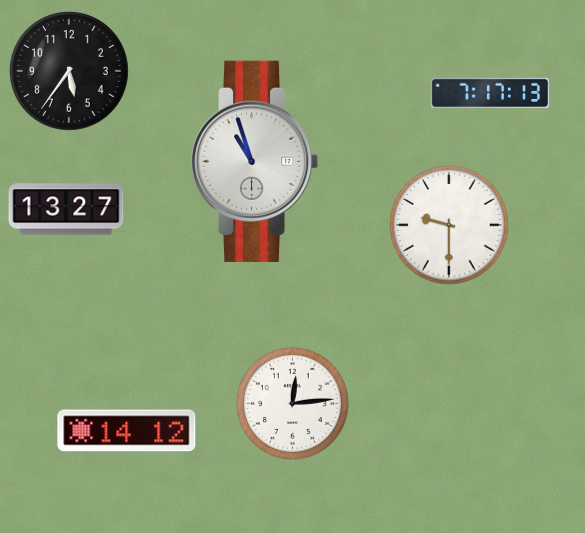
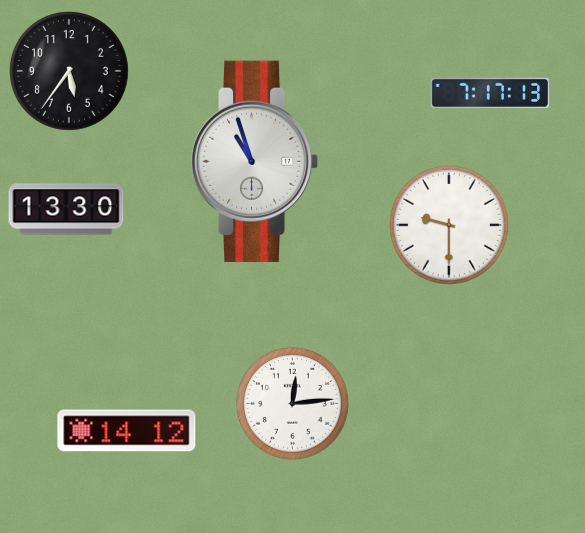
clock at (66, 209): 13:27 -> 13:30
